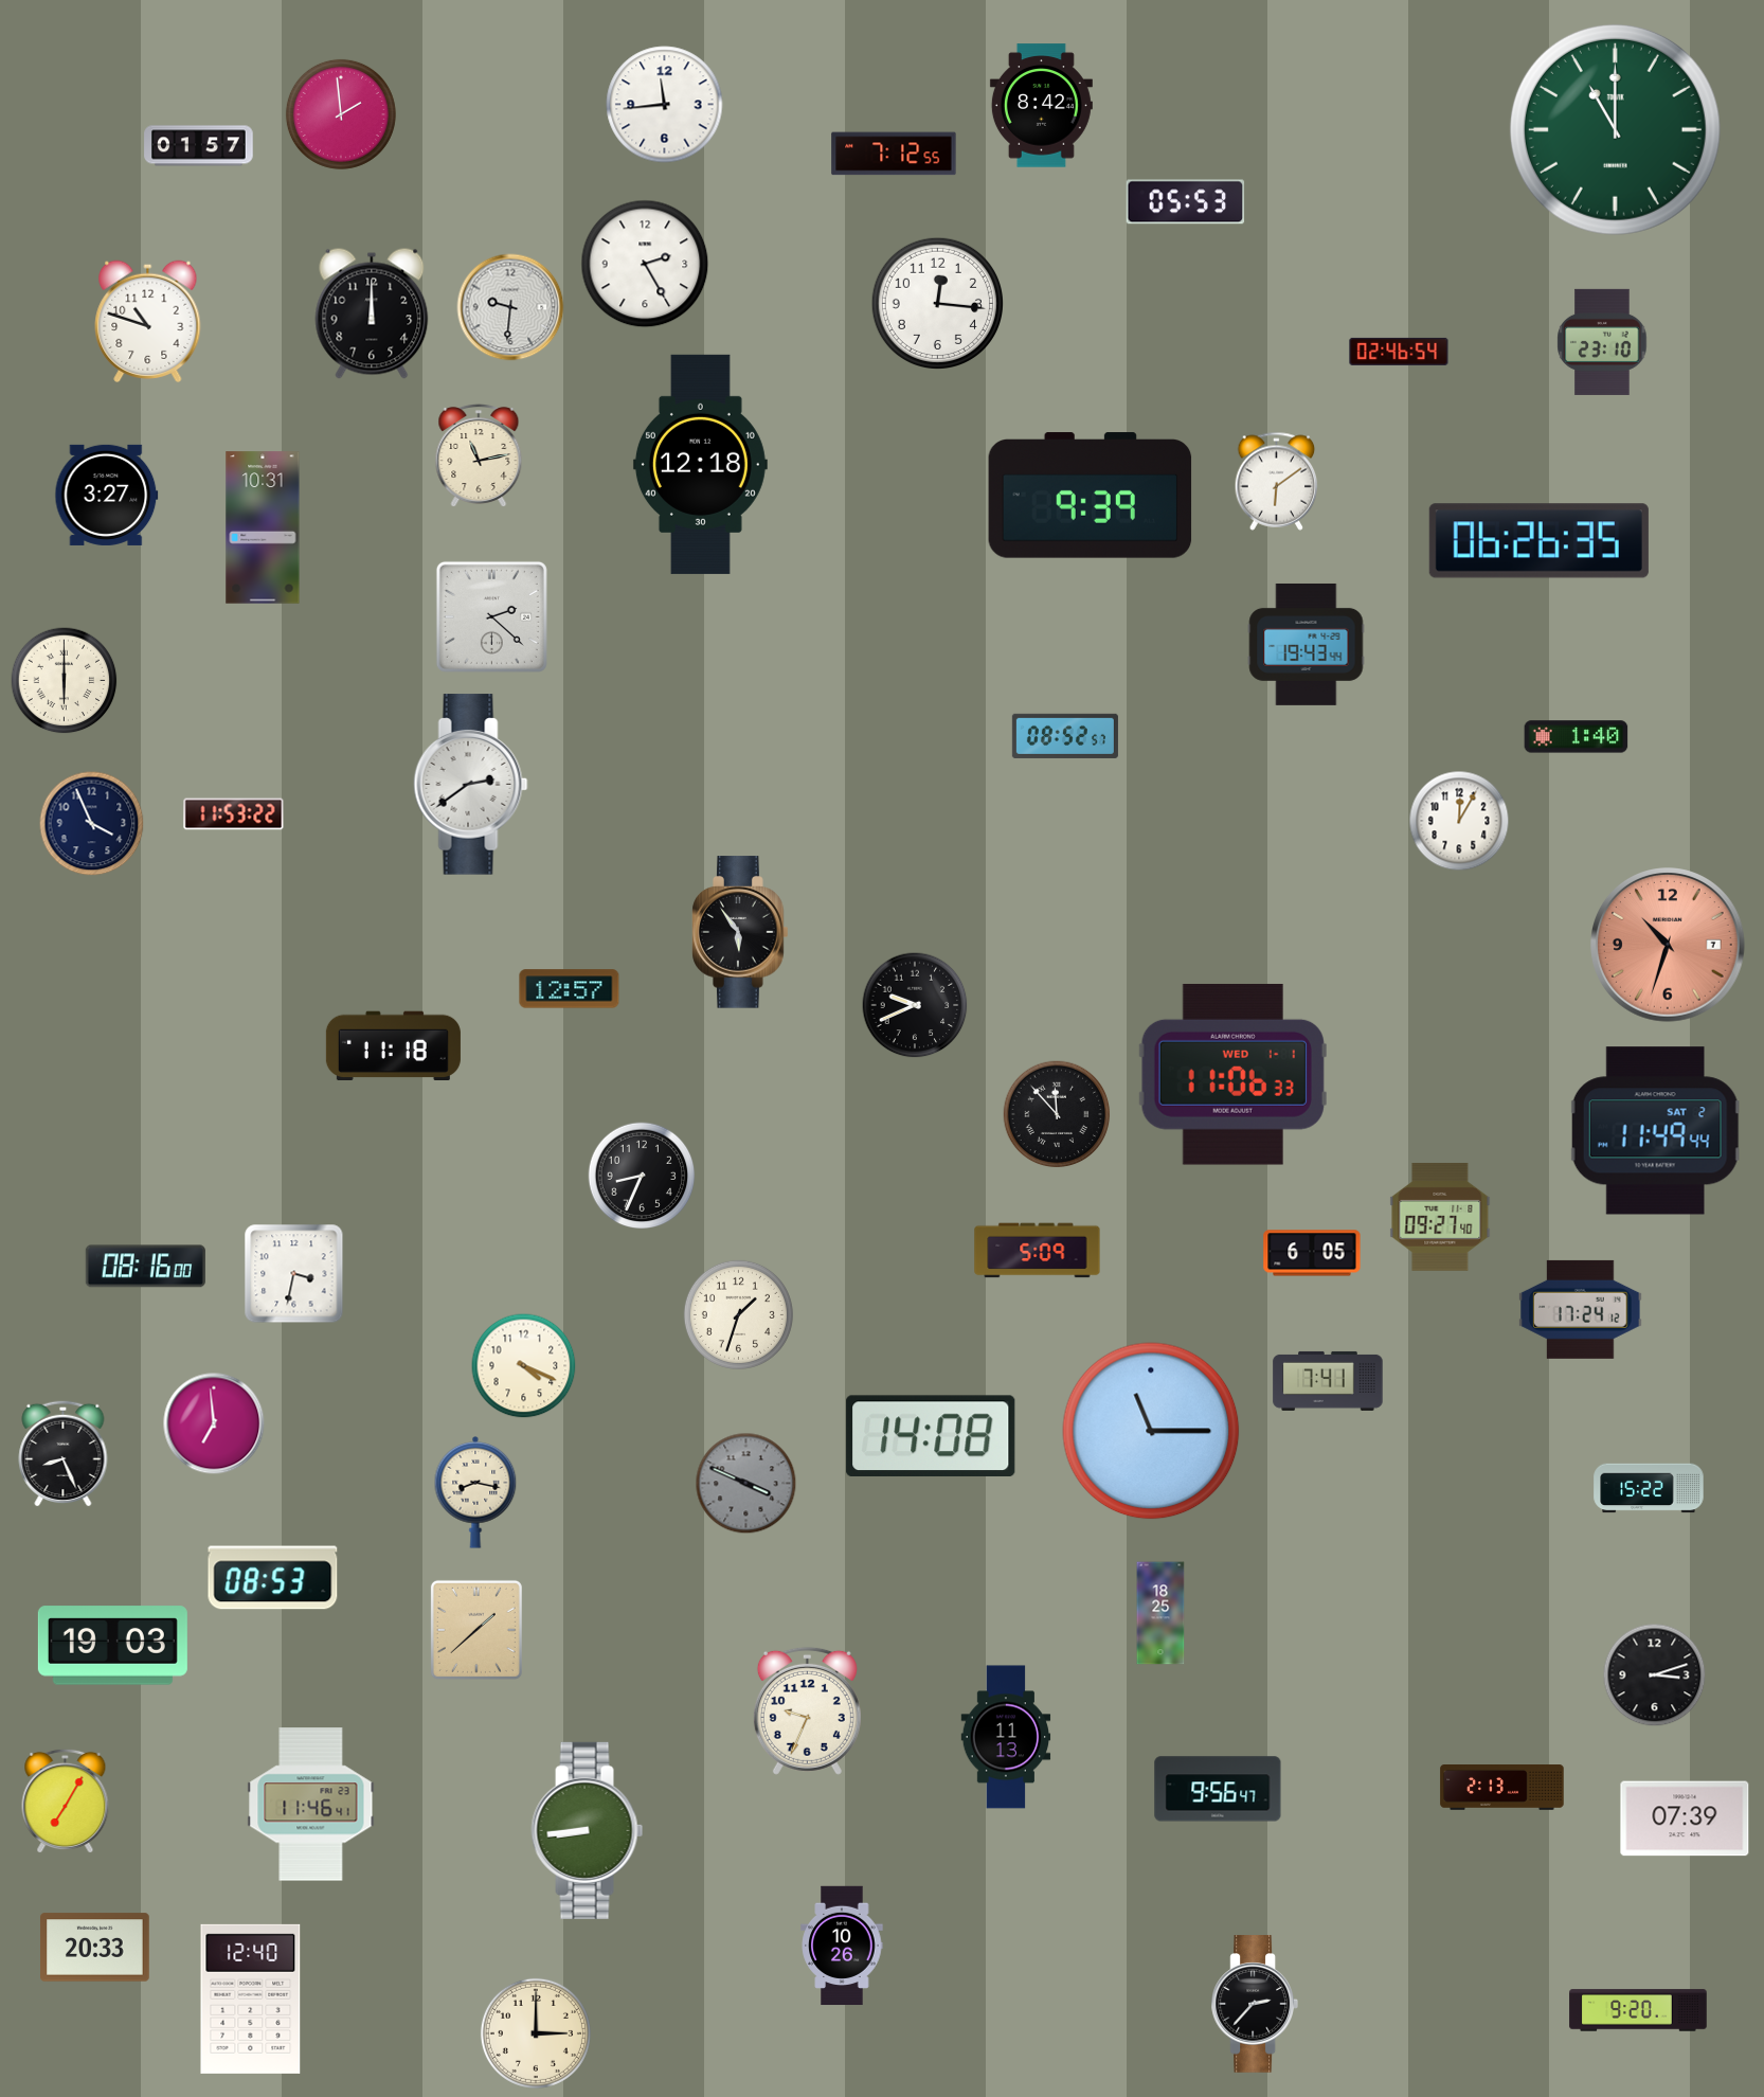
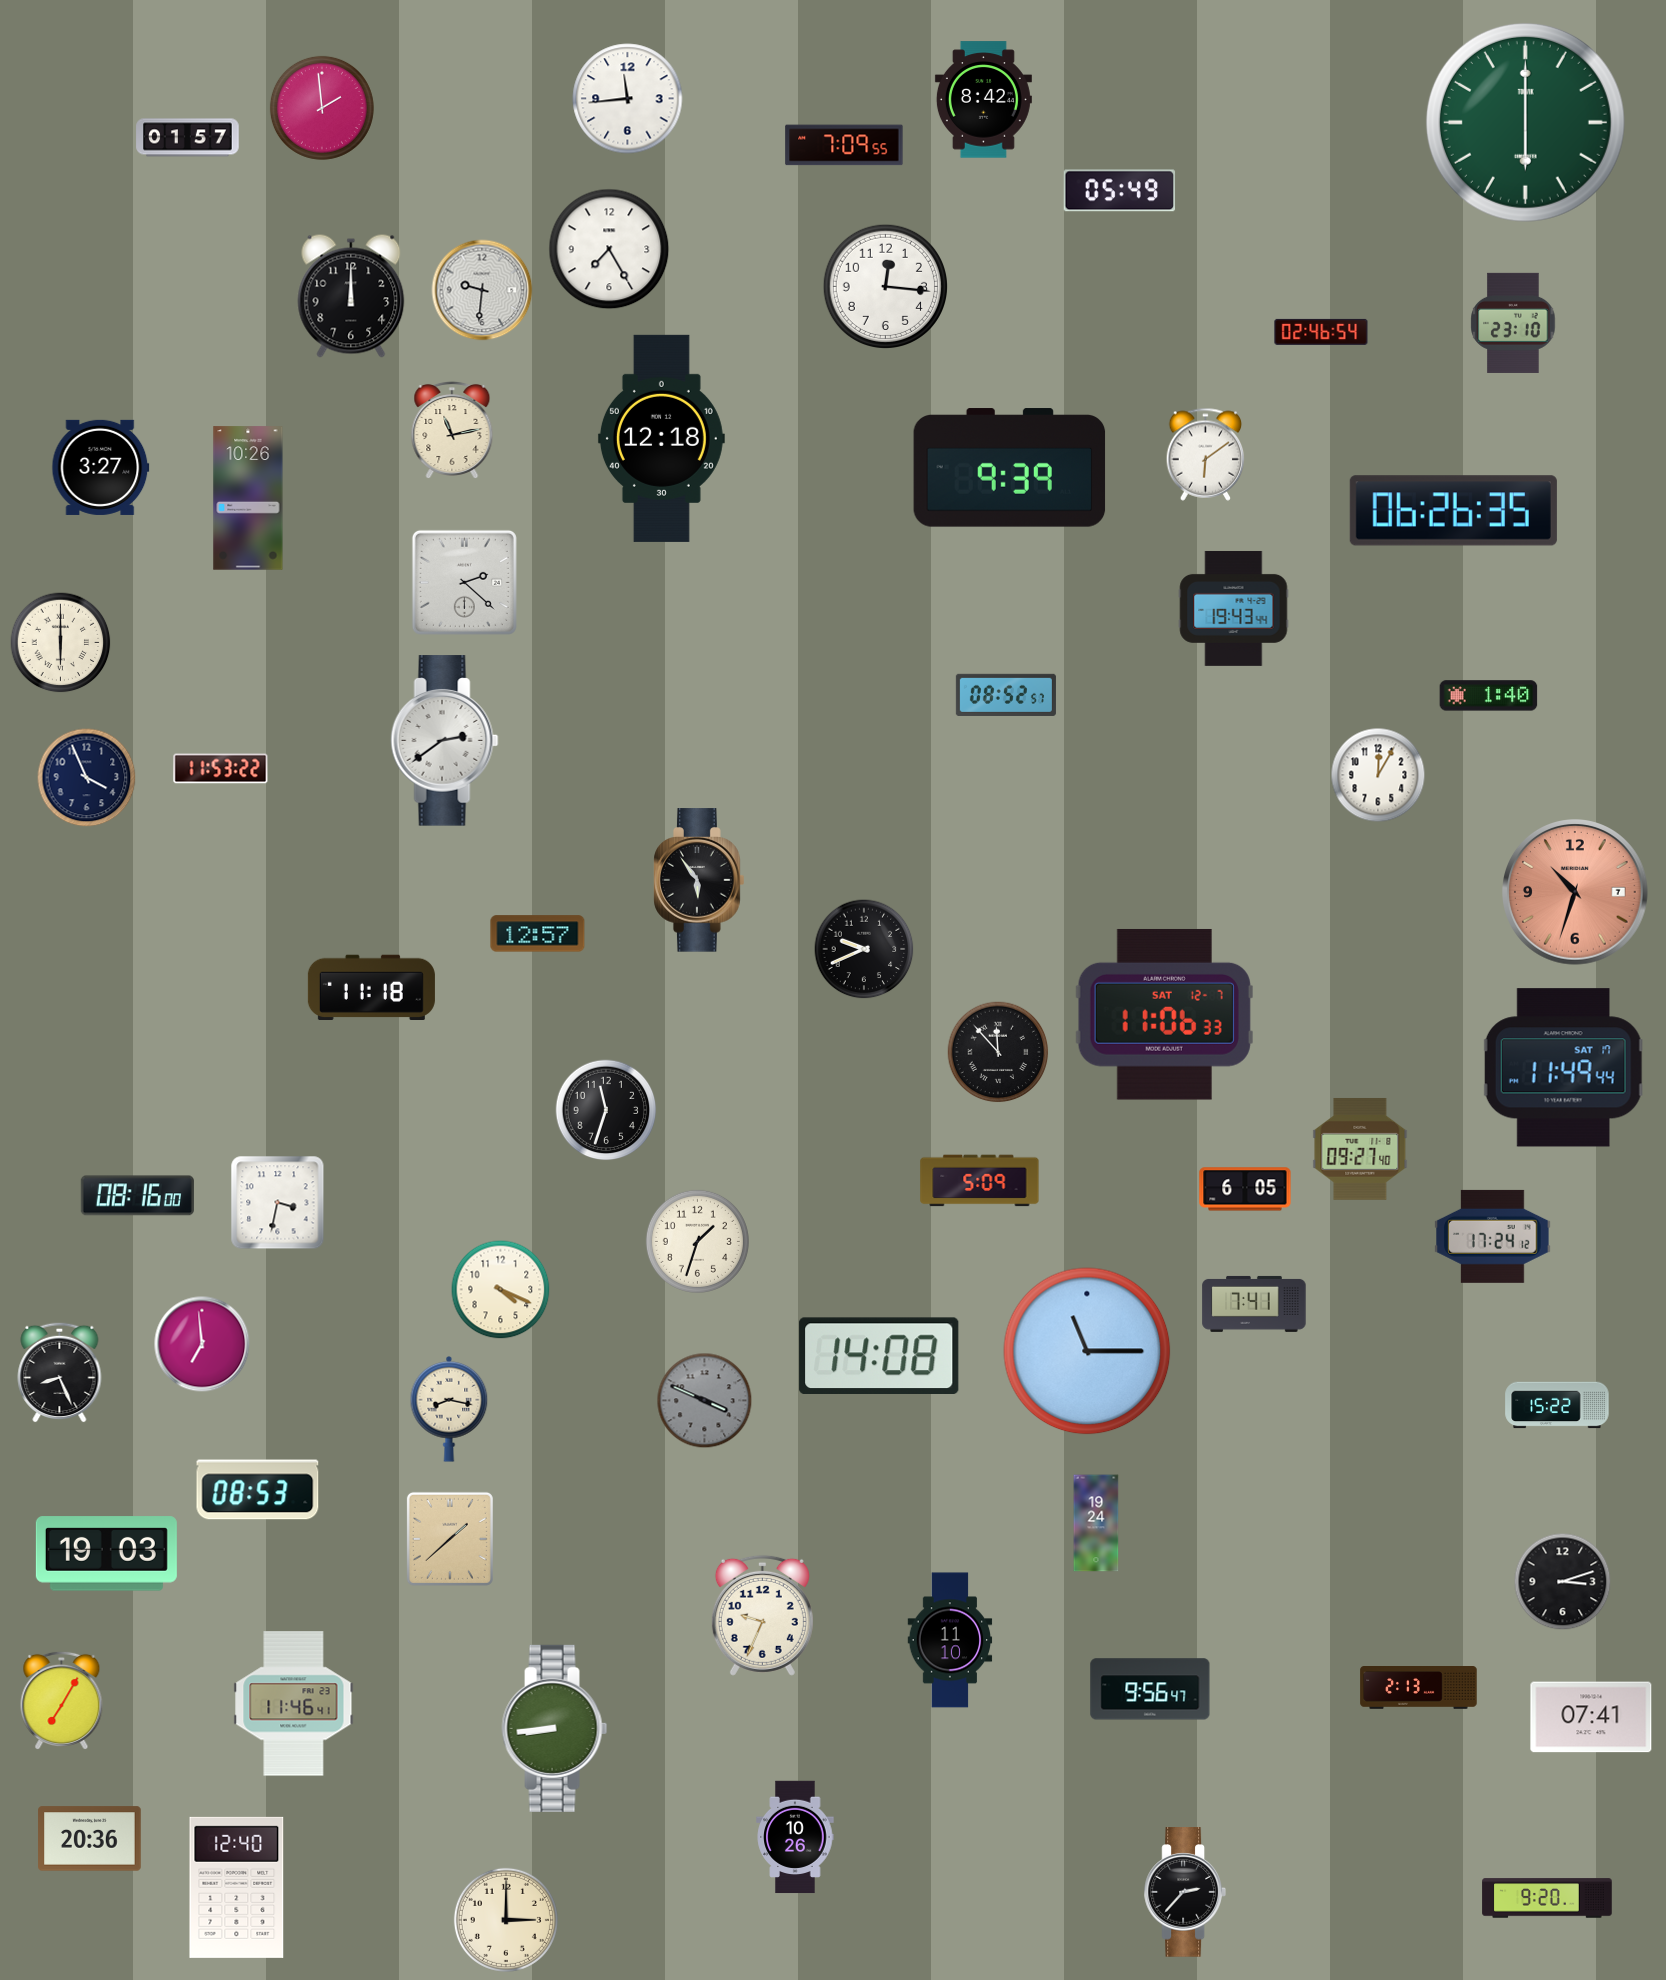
clock at (1615, 129): 11:00 -> 6:00
clock at (894, 154): 7:12 -> 7:09
clock at (1186, 202): 05:53 -> 05:49
clock at (645, 264): 2:25 -> 7:25
clock at (148, 321): 10:48 -> none
clock at (1091, 496) position: (1091, 496) -> (1010, 468)
clock at (263, 527): 10:31 -> 10:26
clock at (1232, 1074) date: WED 1-1 -> SAT 12-7
clock at (1655, 1131) date: SAT 2 -> SAT 17
clock at (642, 1176): 8:34 -> 11:33
clock at (1312, 1253) position: (1312, 1253) -> (1245, 1189)
clock at (524, 1366) position: (524, 1366) -> (501, 1290)
clock at (1160, 1613): 18:25 -> 19:24
clock at (1006, 1737): 11:13 -> 11:10
clock at (1685, 1818): 07:39 -> 07:41
clock at (95, 1948): 20:33 -> 20:36
